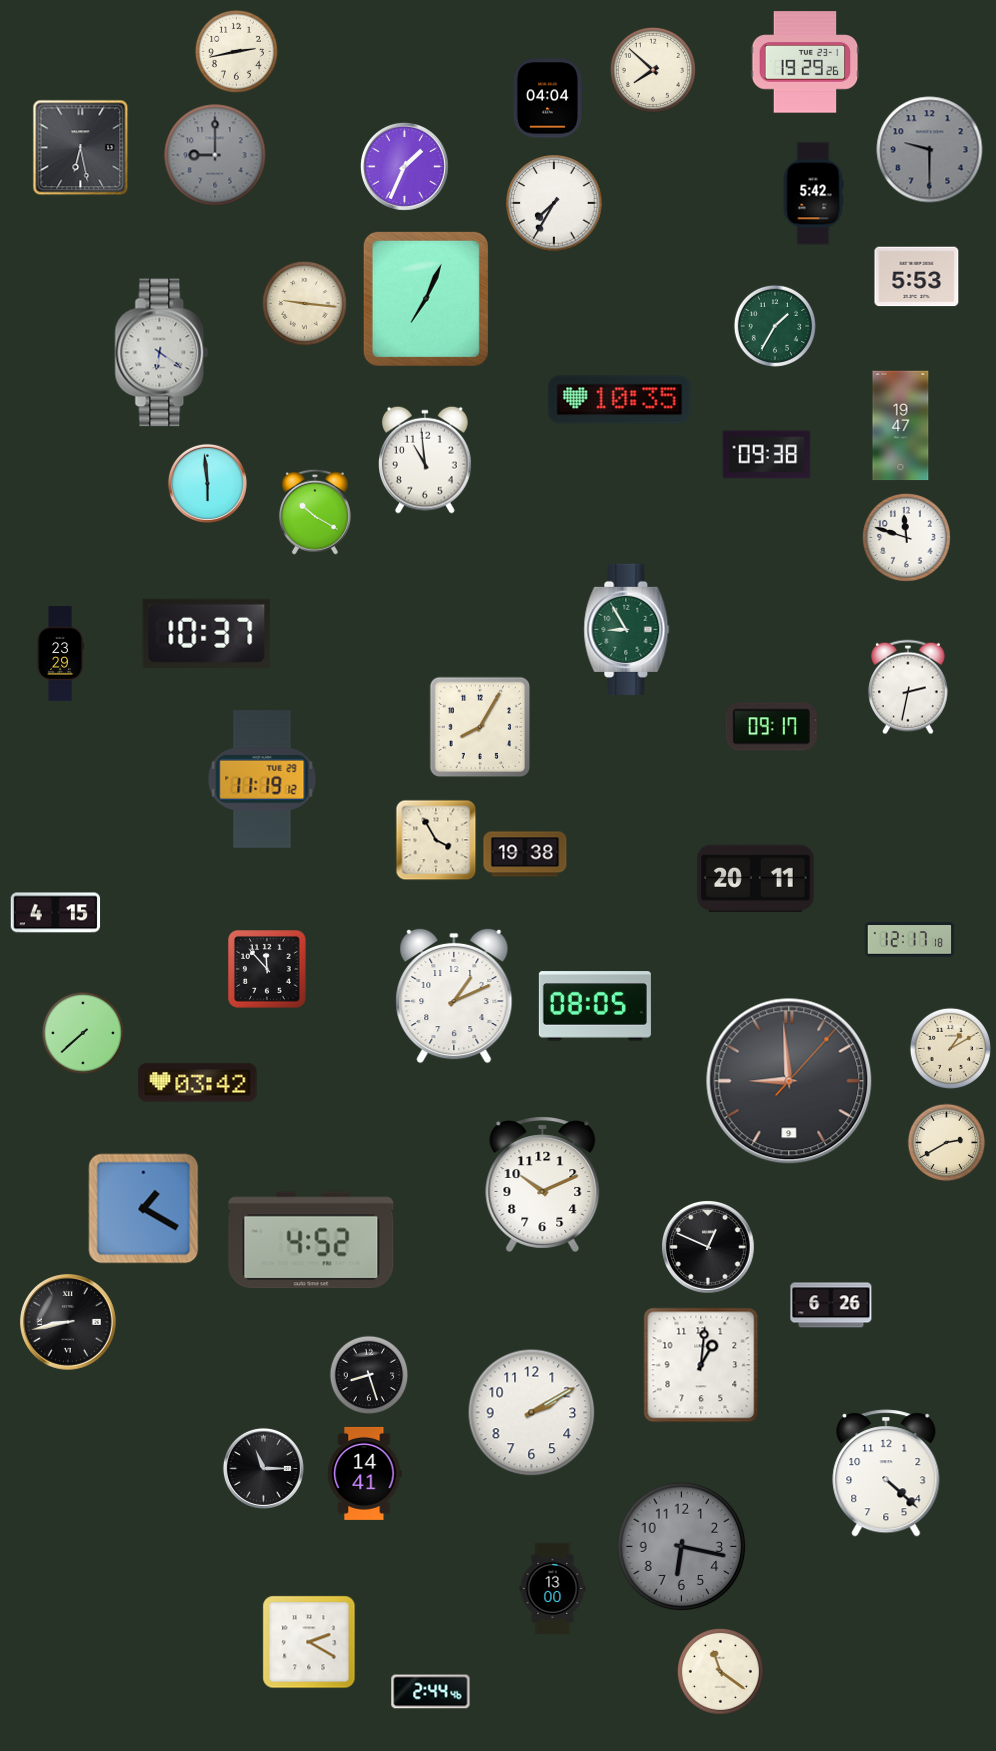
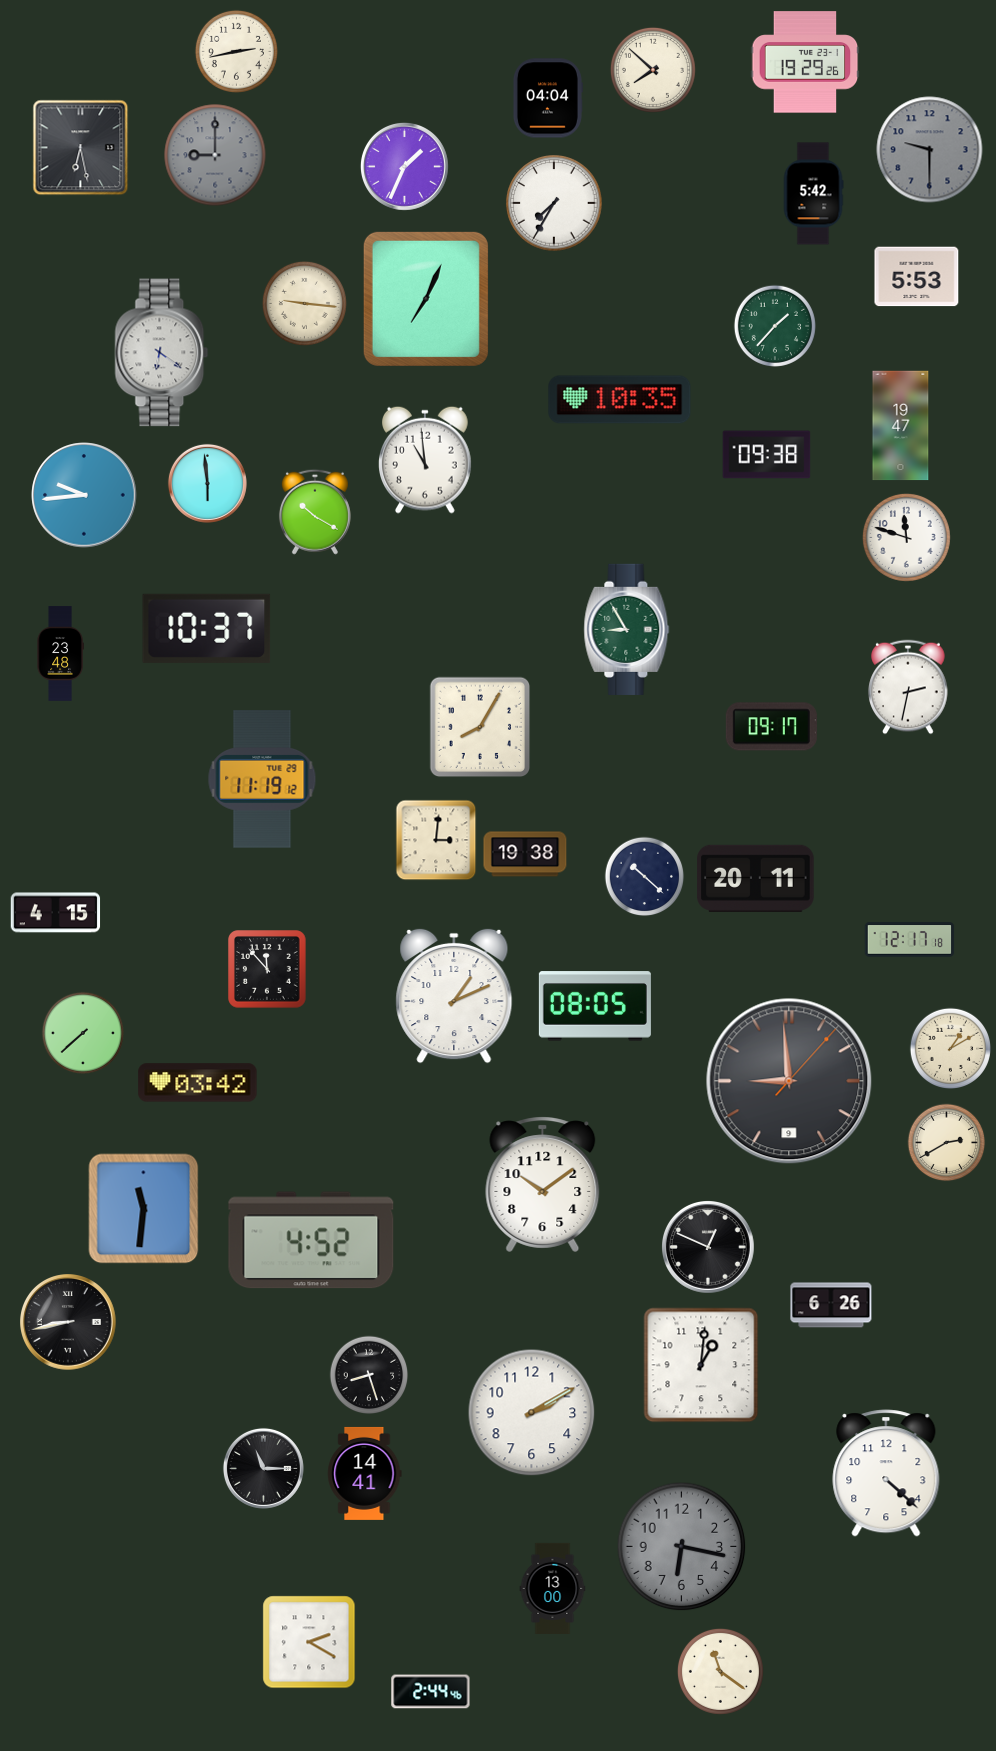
clock at (775, 326): 1:35 -> 1:37
clock at (84, 495): none -> 9:44
clock at (207, 633) position: (207, 633) -> (207, 628)
clock at (60, 654): 23:29 -> 23:48
clock at (436, 840): 3:55 -> 3:01
clock at (645, 877): none -> 10:22
clock at (543, 1184): 10:11 -> 10:09
clock at (144, 1209): 1:20 -> 11:31
